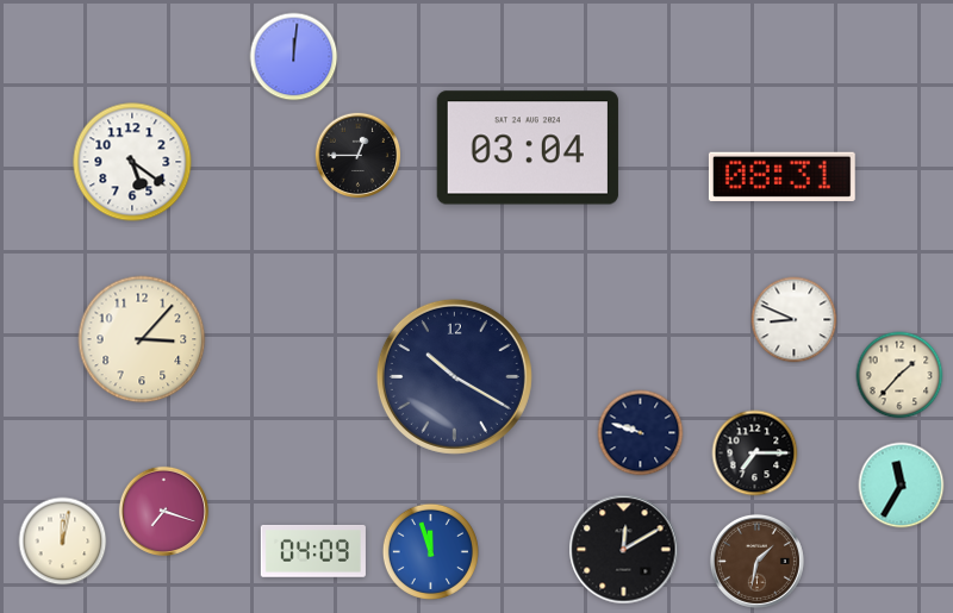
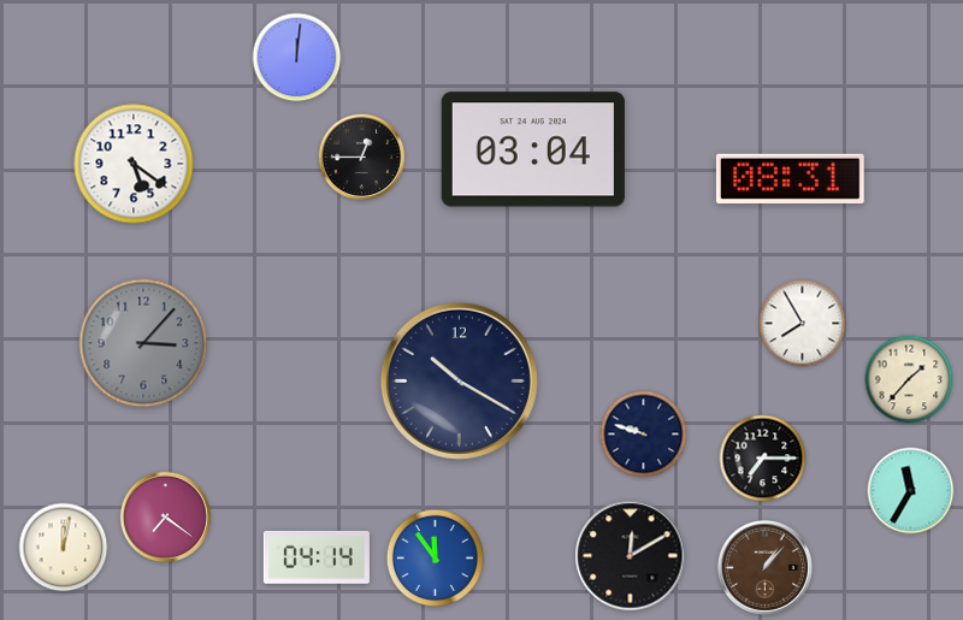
clock at (795, 320): 8:49 -> 7:55
clock at (142, 339) dial: cream -> grey
clock at (641, 433) position: (641, 433) -> (644, 435)
clock at (163, 511): 7:18 -> 7:21
clock at (313, 551): 04:09 -> 04:14
clock at (430, 551): 11:57 -> 11:54
clock at (756, 561): 1:32 -> 1:07
